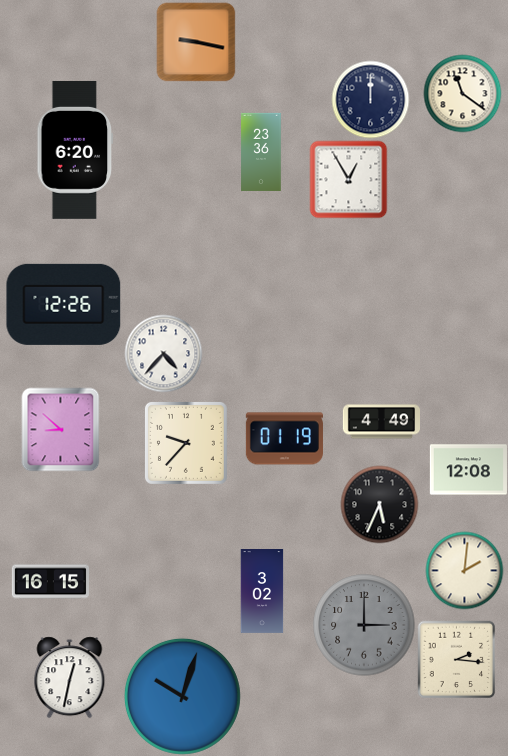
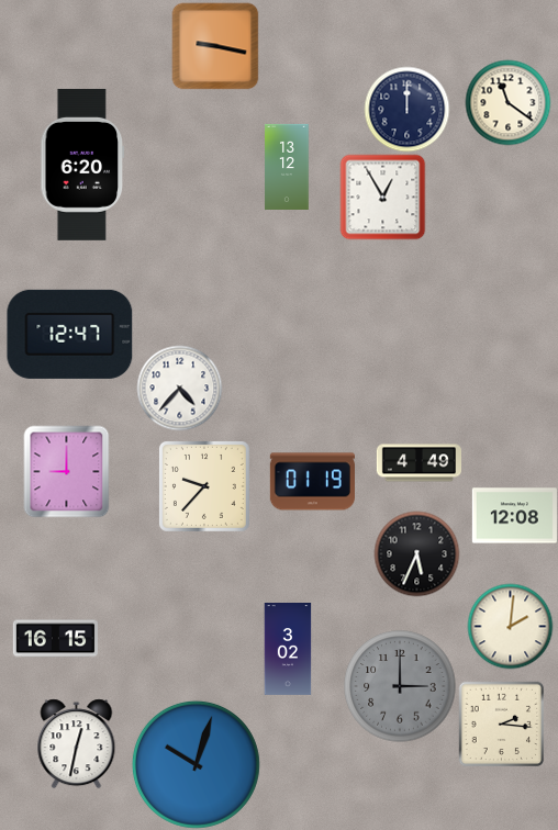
clock at (261, 152): 23:36 -> 13:12
clock at (64, 304): 12:26 -> 12:47
clock at (61, 429): 8:52 -> 9:00
clock at (182, 696) position: (182, 696) -> (196, 764)
